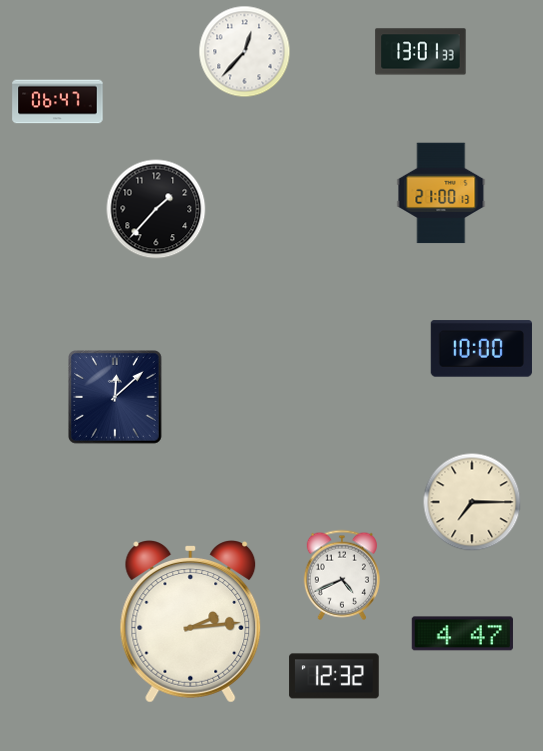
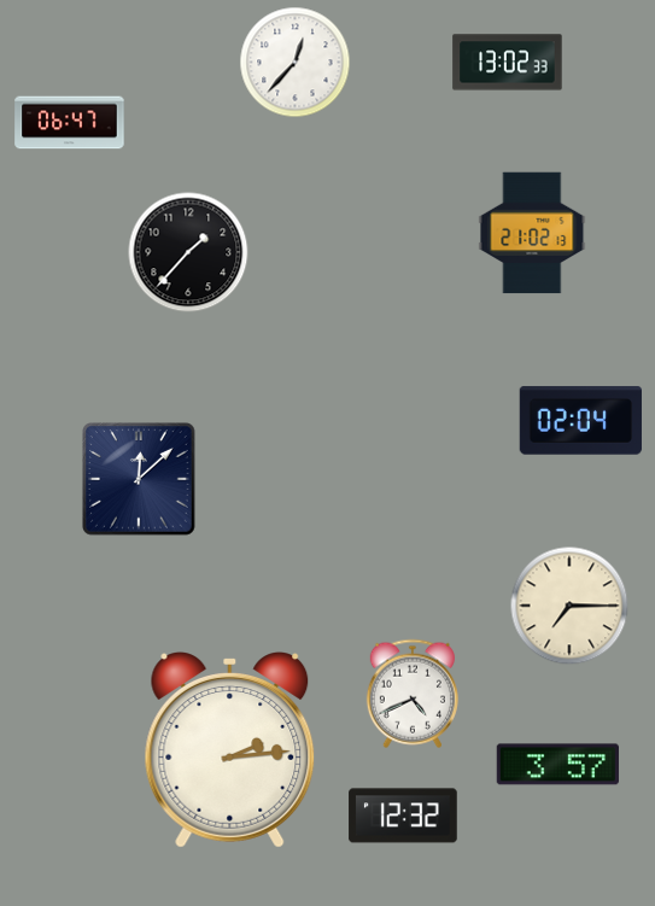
clock at (421, 52): 13:01 -> 13:02
clock at (441, 193): 21:00 -> 21:02
clock at (481, 349): 10:00 -> 02:04
clock at (462, 634): 4:47 -> 3:57
